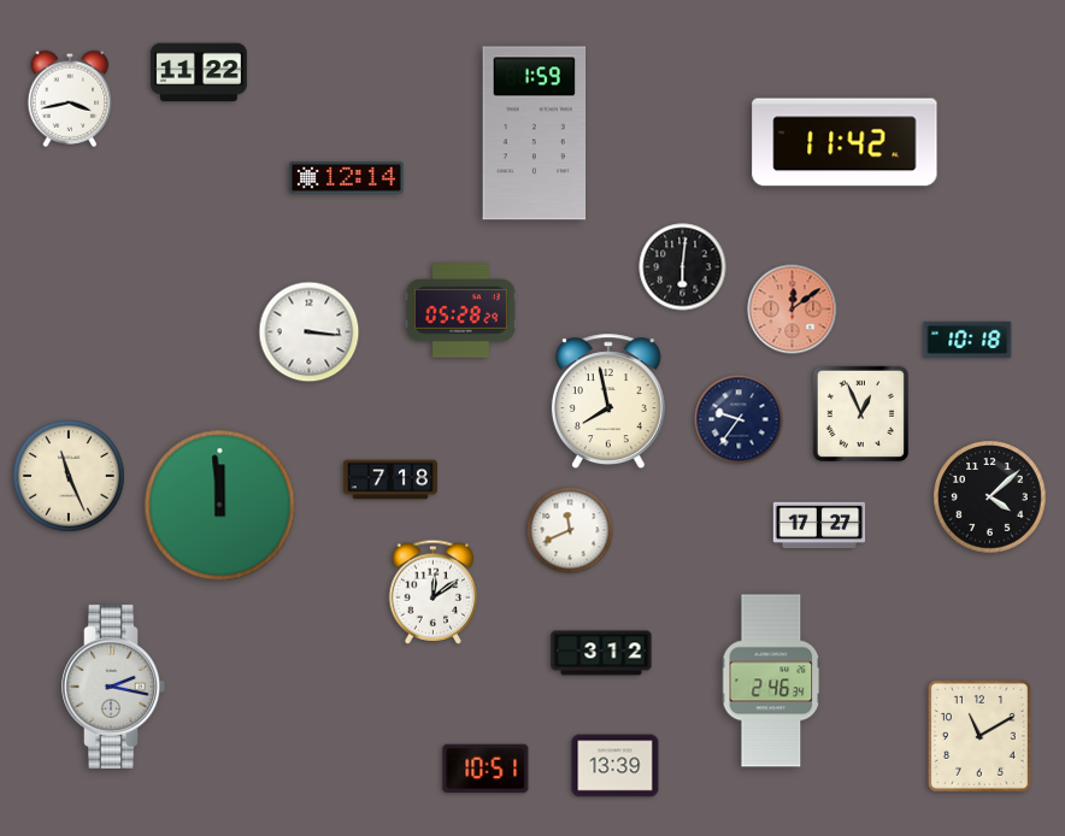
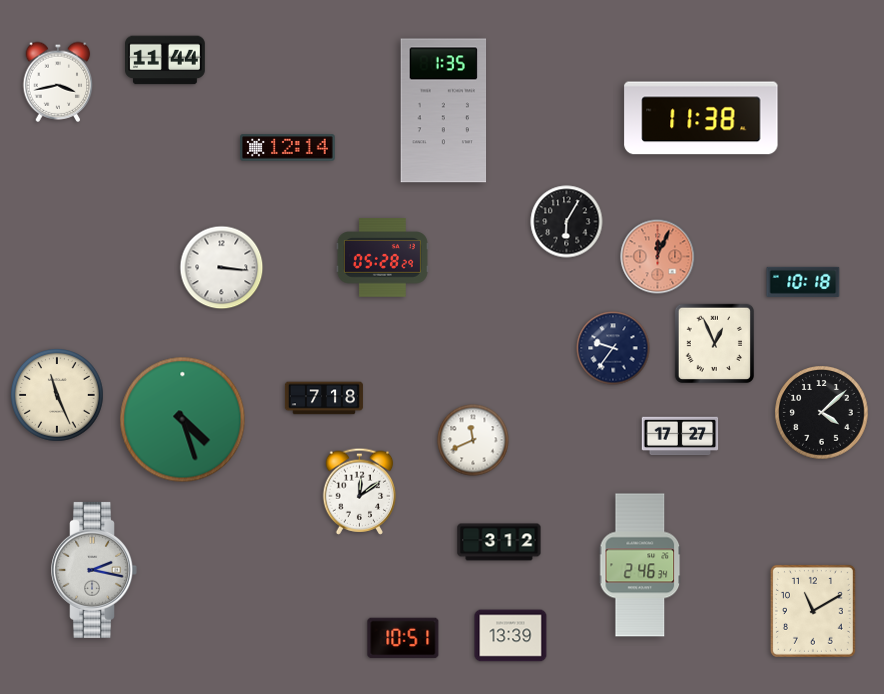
clock at (200, 72): 11:22 -> 11:44
clock at (535, 134): 1:59 -> 1:35
clock at (845, 142): 11:42 -> 11:38
clock at (683, 267): 6:01 -> 6:05
clock at (793, 310): 12:09 -> 12:04
clock at (310, 332) position: (310, 332) -> (222, 268)
clock at (608, 402): 7:58 -> none
clock at (220, 506): 11:59 -> 4:27
